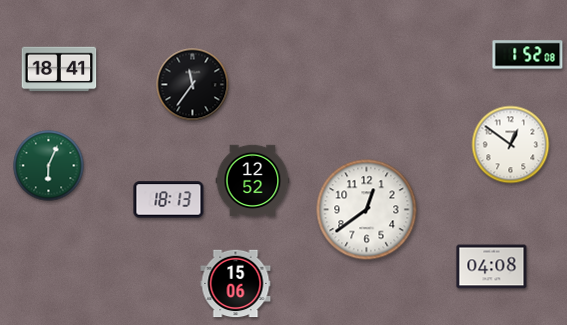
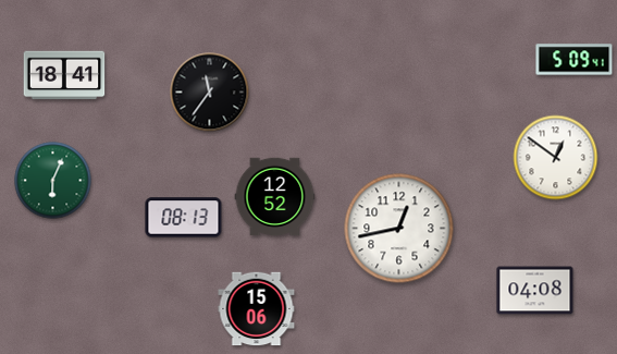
clock at (528, 55): 1:52 -> 5:09
clock at (169, 200): 18:13 -> 08:13
clock at (367, 210): 12:39 -> 12:43
